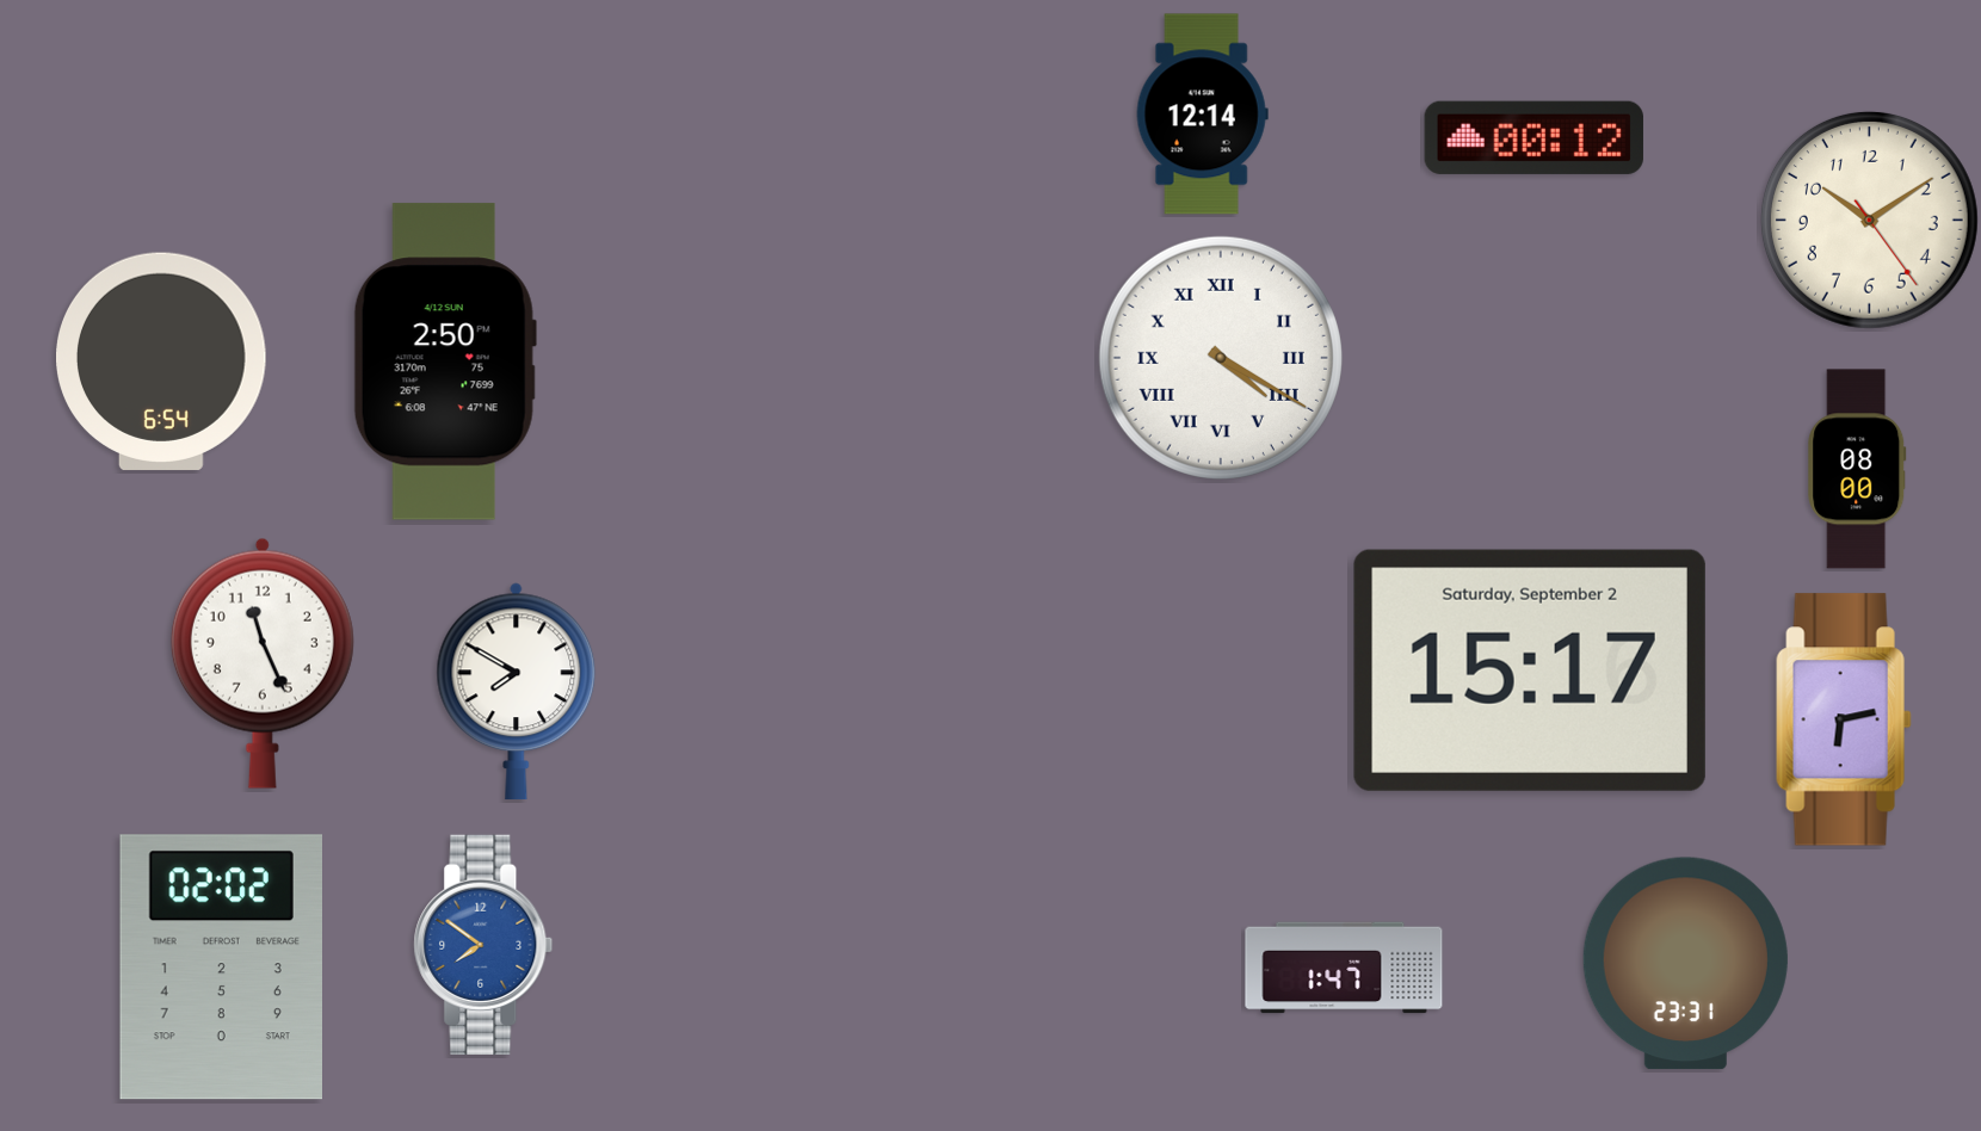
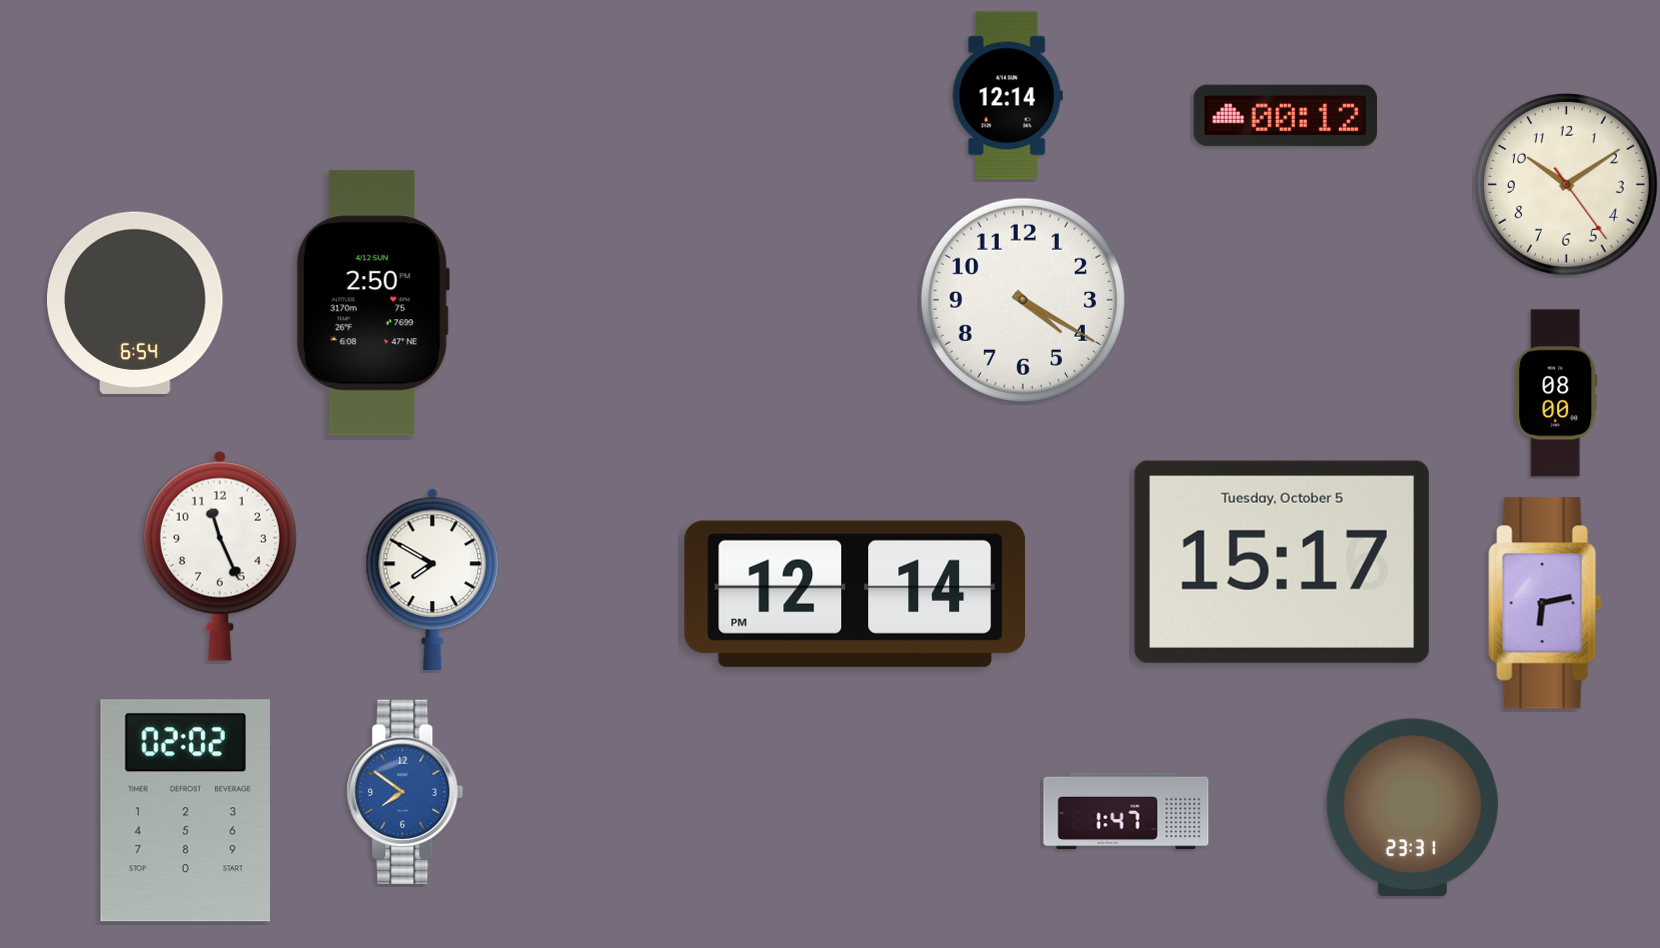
clock at (1221, 358) numerals: Roman -> Arabic
clock at (1530, 670) date: Saturday, September 2 -> Tuesday, October 5
clock at (854, 594): none -> 12:14
